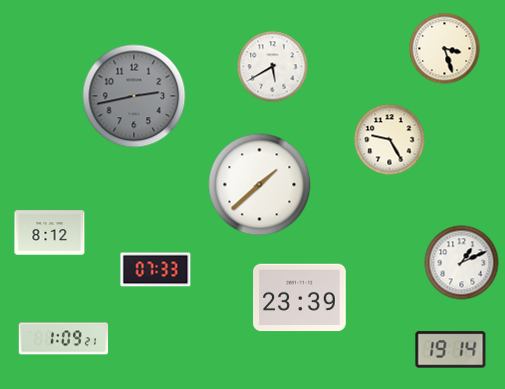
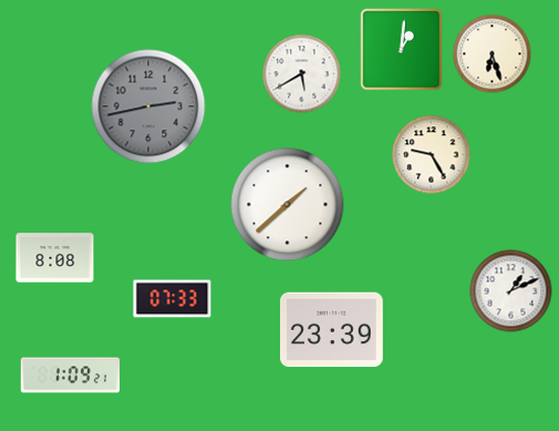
clock at (402, 50): none -> 1:01
clock at (445, 49): 3:27 -> 6:27
clock at (50, 233): 8:12 -> 8:08
clock at (451, 350): 19:14 -> none
